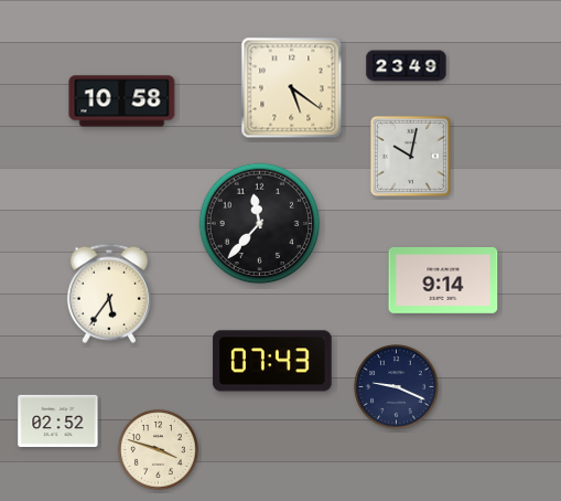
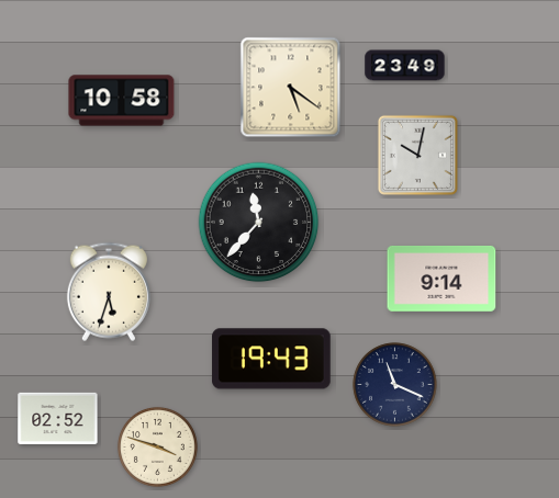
clock at (410, 156) position: (410, 156) -> (417, 155)
clock at (109, 294): 5:36 -> 5:33
clock at (272, 361): 07:43 -> 19:43
clock at (397, 387): 9:19 -> 11:19
